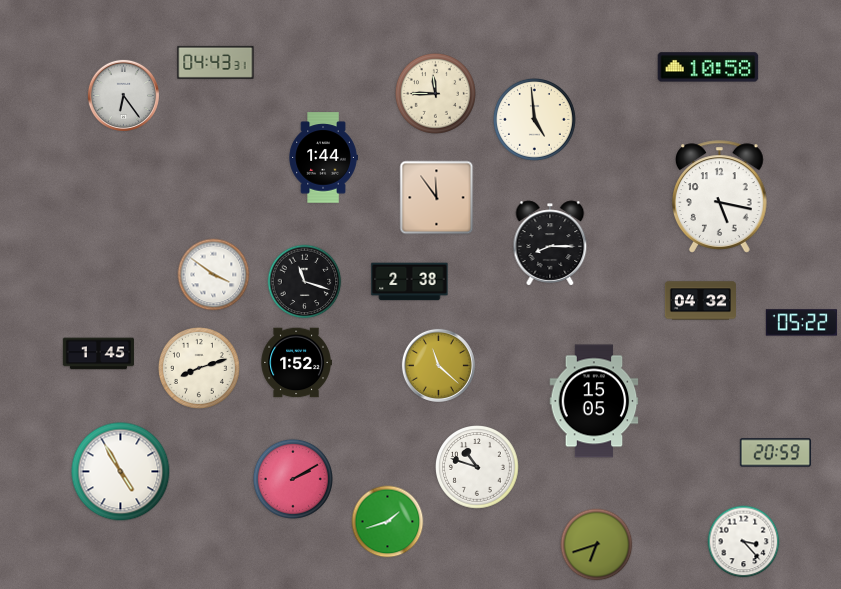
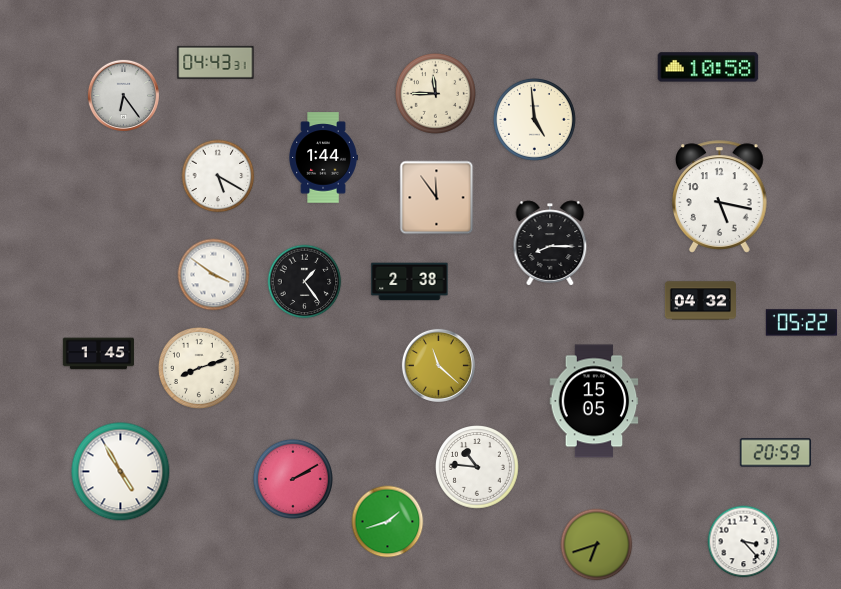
clock at (218, 176): none -> 5:20
clock at (305, 282): 11:18 -> 1:24
clock at (296, 363): 1:52 -> none
clock at (478, 468): 10:48 -> 10:46
